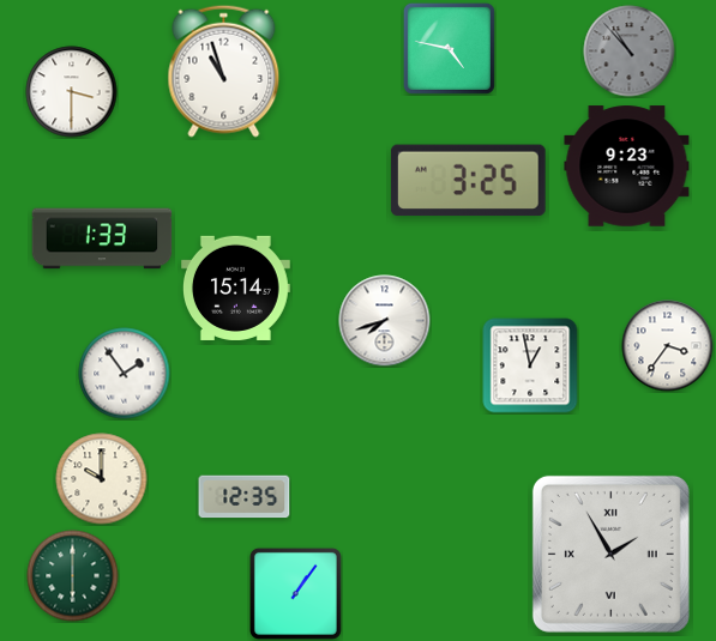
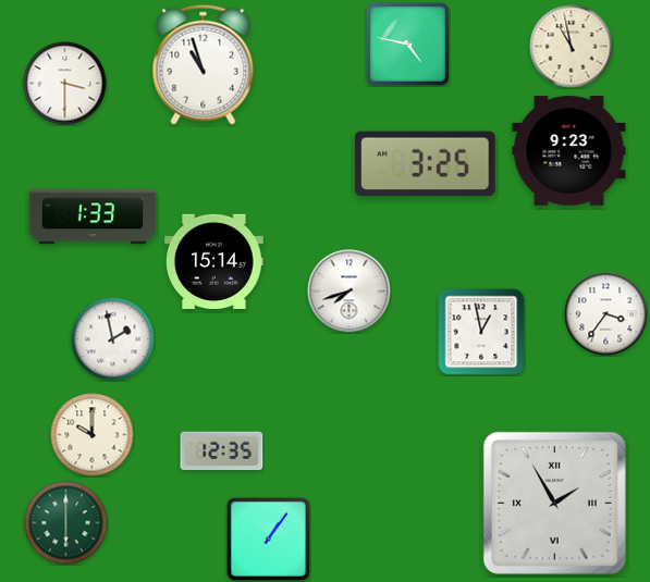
clock at (630, 52): 10:53 -> 10:58
clock at (630, 52) dial: grey -> cream
clock at (125, 374): 1:54 -> 1:58
